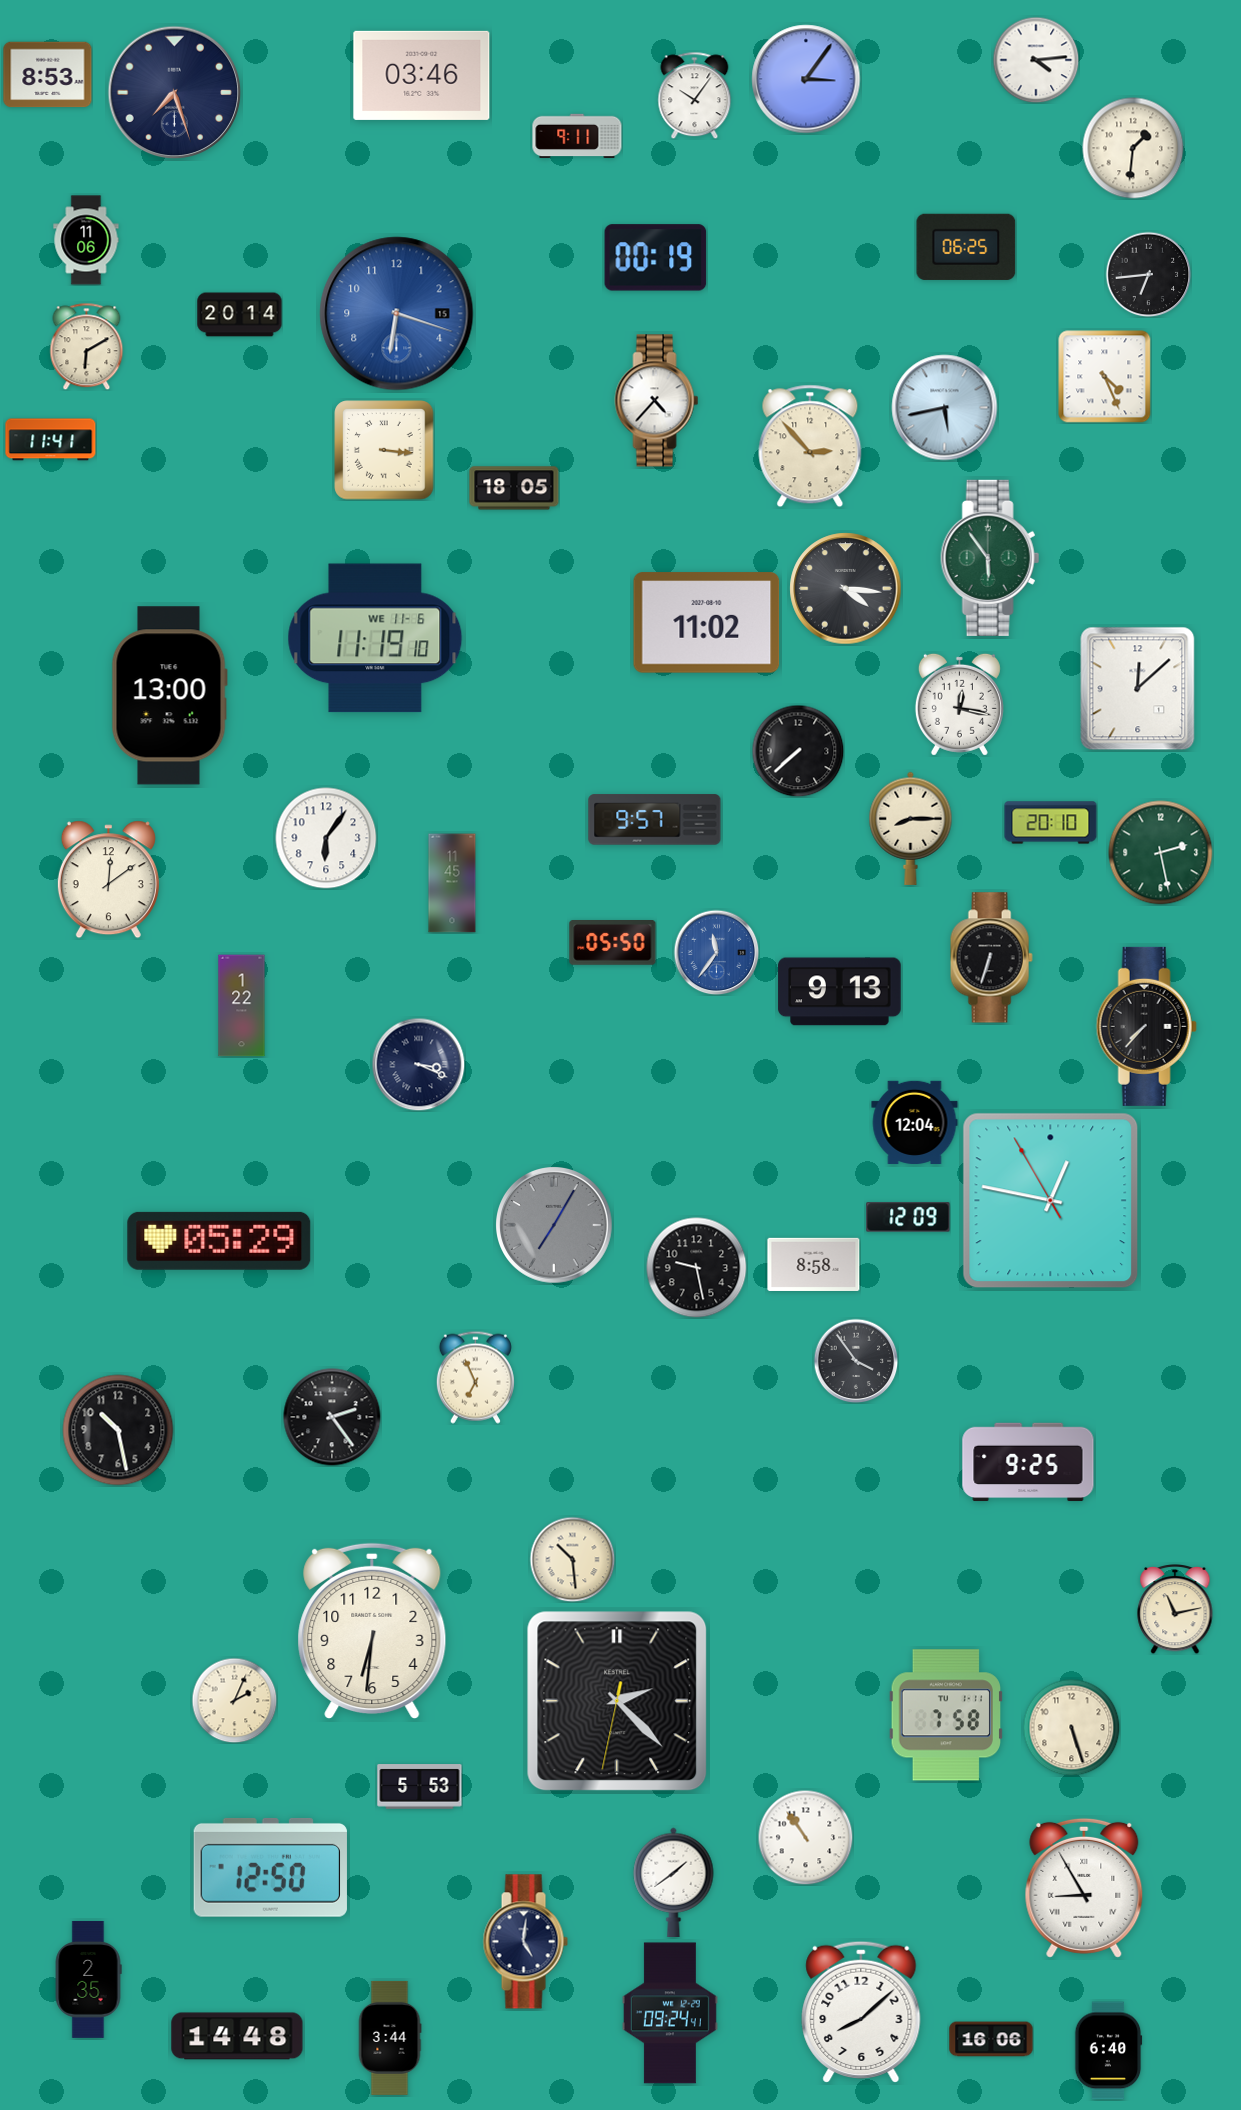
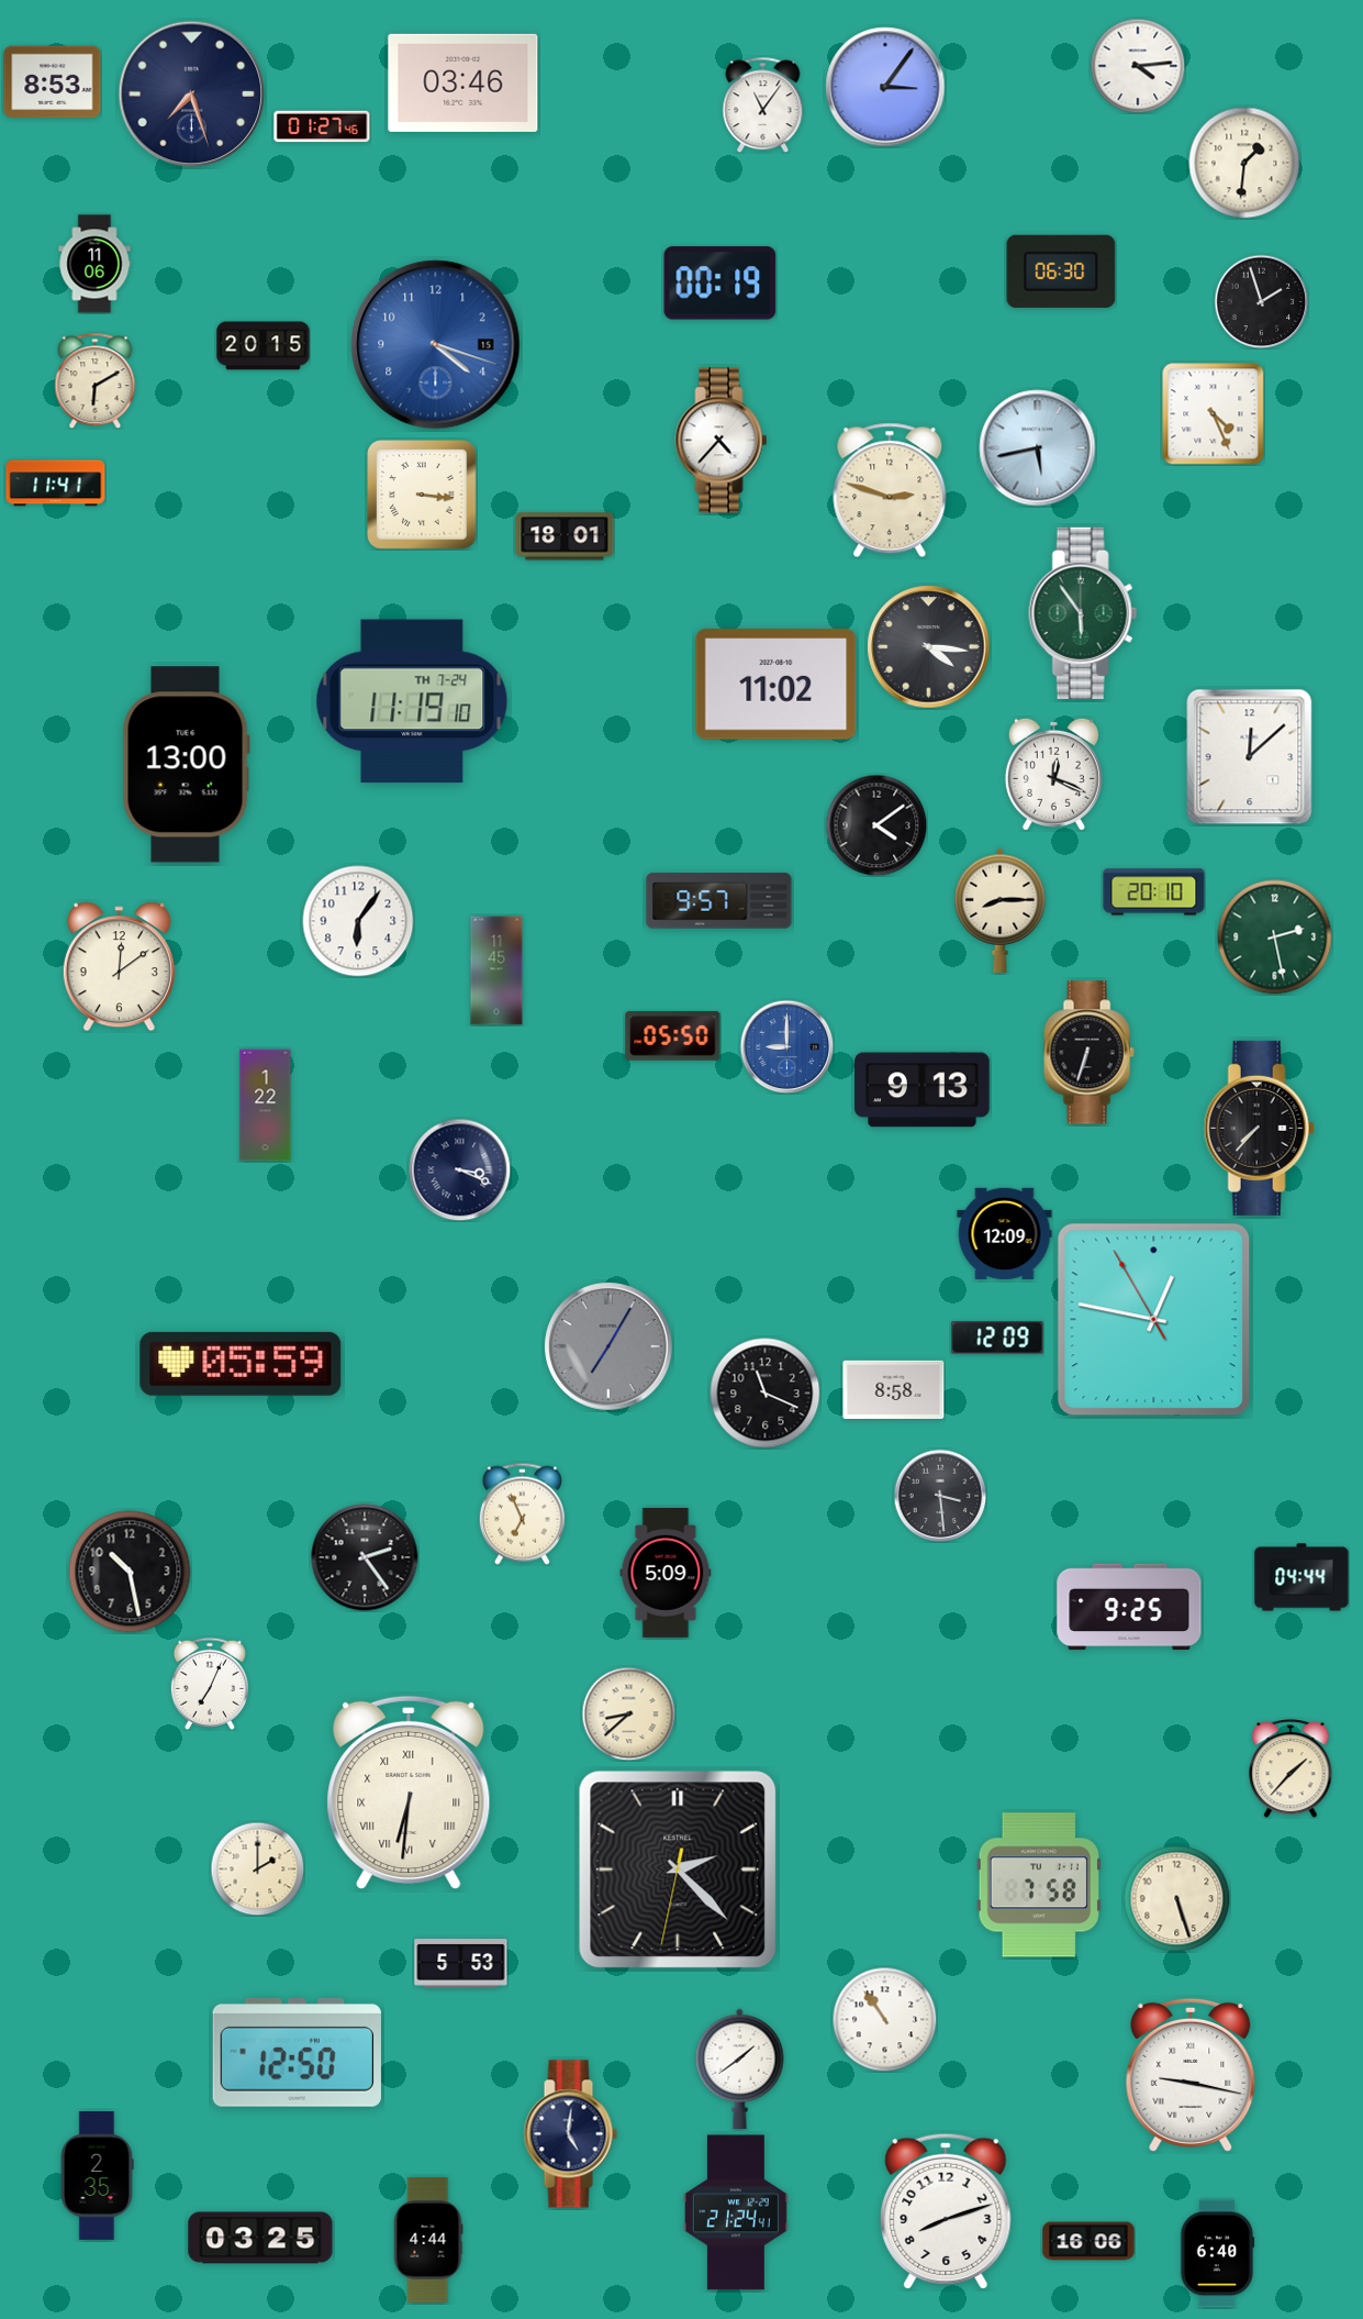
clock at (175, 93) position: (175, 93) -> (192, 95)
clock at (695, 95): 10:06 -> 11:06
clock at (322, 126): none -> 01:27
clock at (577, 136): 9:11 -> none
clock at (966, 247): 06:25 -> 06:30
clock at (1148, 274): 6:44 -> 1:57
clock at (397, 314): 6:18 -> 4:18
clock at (240, 315): 20:14 -> 20:15
clock at (810, 446): 2:53 -> 2:48
clock at (514, 488): 18:05 -> 18:01
clock at (990, 558) position: (990, 558) -> (1083, 613)
clock at (375, 638) date: WE 11-6 -> TH 7-24
clock at (959, 704): 12:17 -> 12:19
clock at (798, 751): 7:38 -> 4:09
clock at (1051, 823) position: (1051, 823) -> (1154, 892)
clock at (716, 952): 11:36 -> 9:00
clock at (915, 1122): 12:04 -> 12:09
clock at (219, 1241): 05:29 -> 05:59
clock at (697, 1268): 9:28 -> 11:19
clock at (856, 1361): 3:54 -> 3:29
clock at (666, 1573): none -> 5:09
clock at (1301, 1577): none -> 04:44
clock at (210, 1684): none -> 7:04
clock at (572, 1559): 10:29 -> 8:38
clock at (1175, 1610): 11:13 -> 1:37
clock at (372, 1631) numerals: Arabic -> Roman
clock at (234, 1700): 2:04 -> 2:00
clock at (1084, 1888): 8:55 -> 9:17
clock at (525, 1942) position: (525, 1942) -> (570, 2134)
clock at (861, 2012): 8:08 -> 8:12
clock at (670, 2013): 09:24 -> 21:24
clock at (237, 2036): 14:48 -> 03:25
clock at (390, 2038): 3:44 -> 4:44
